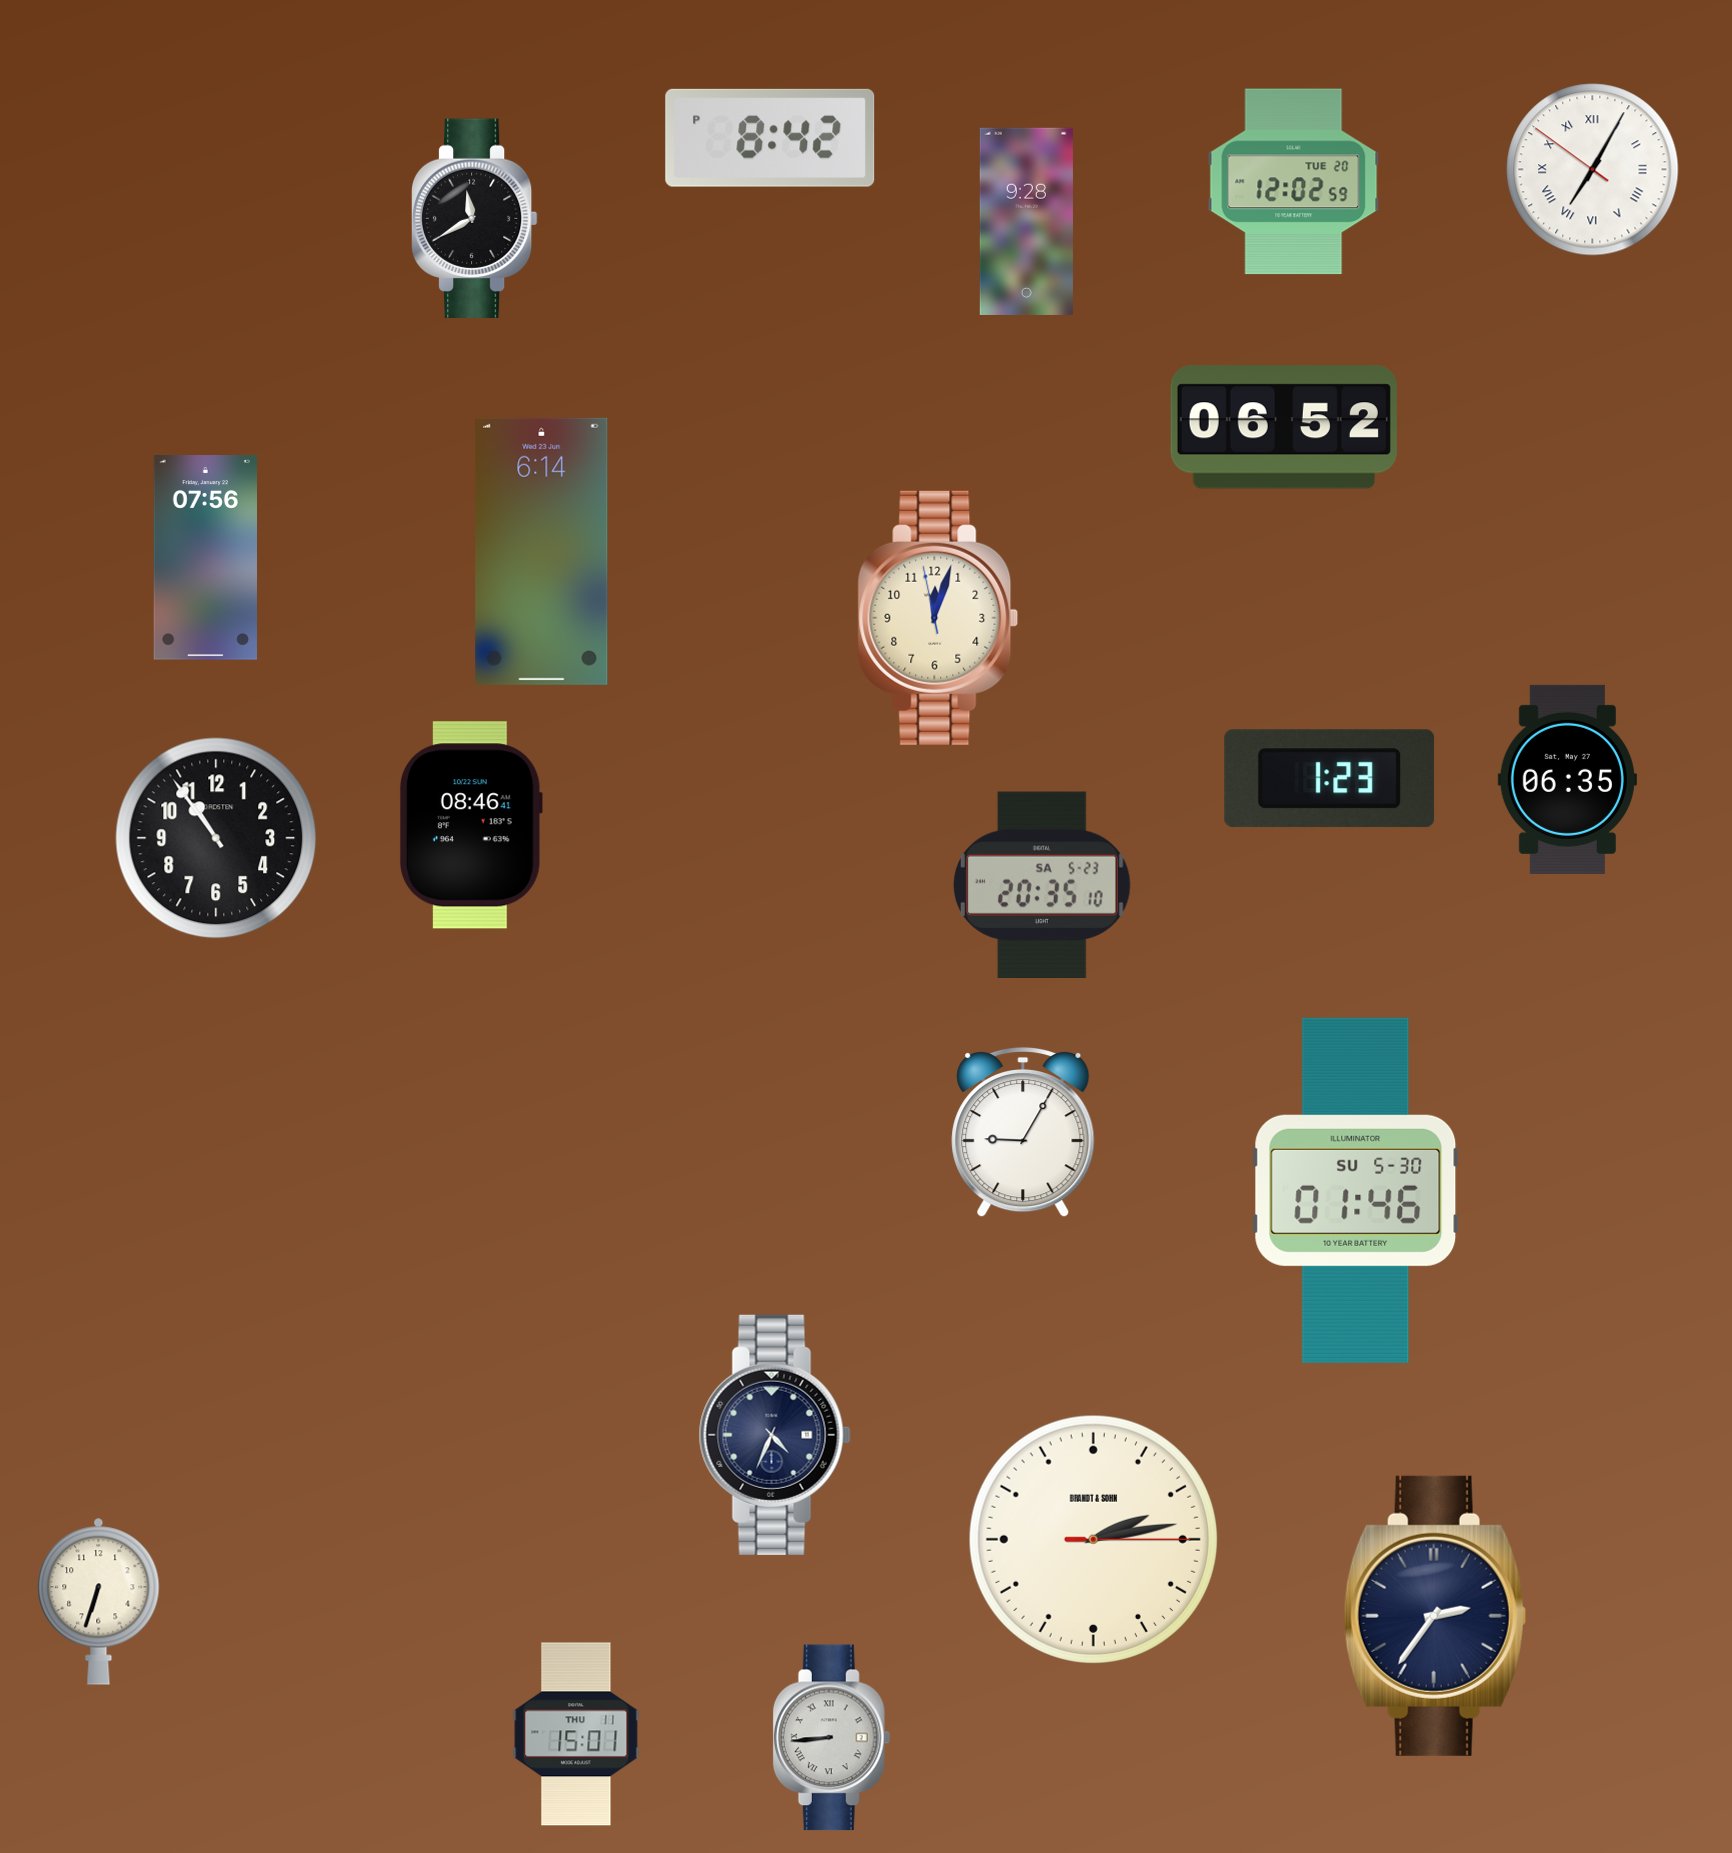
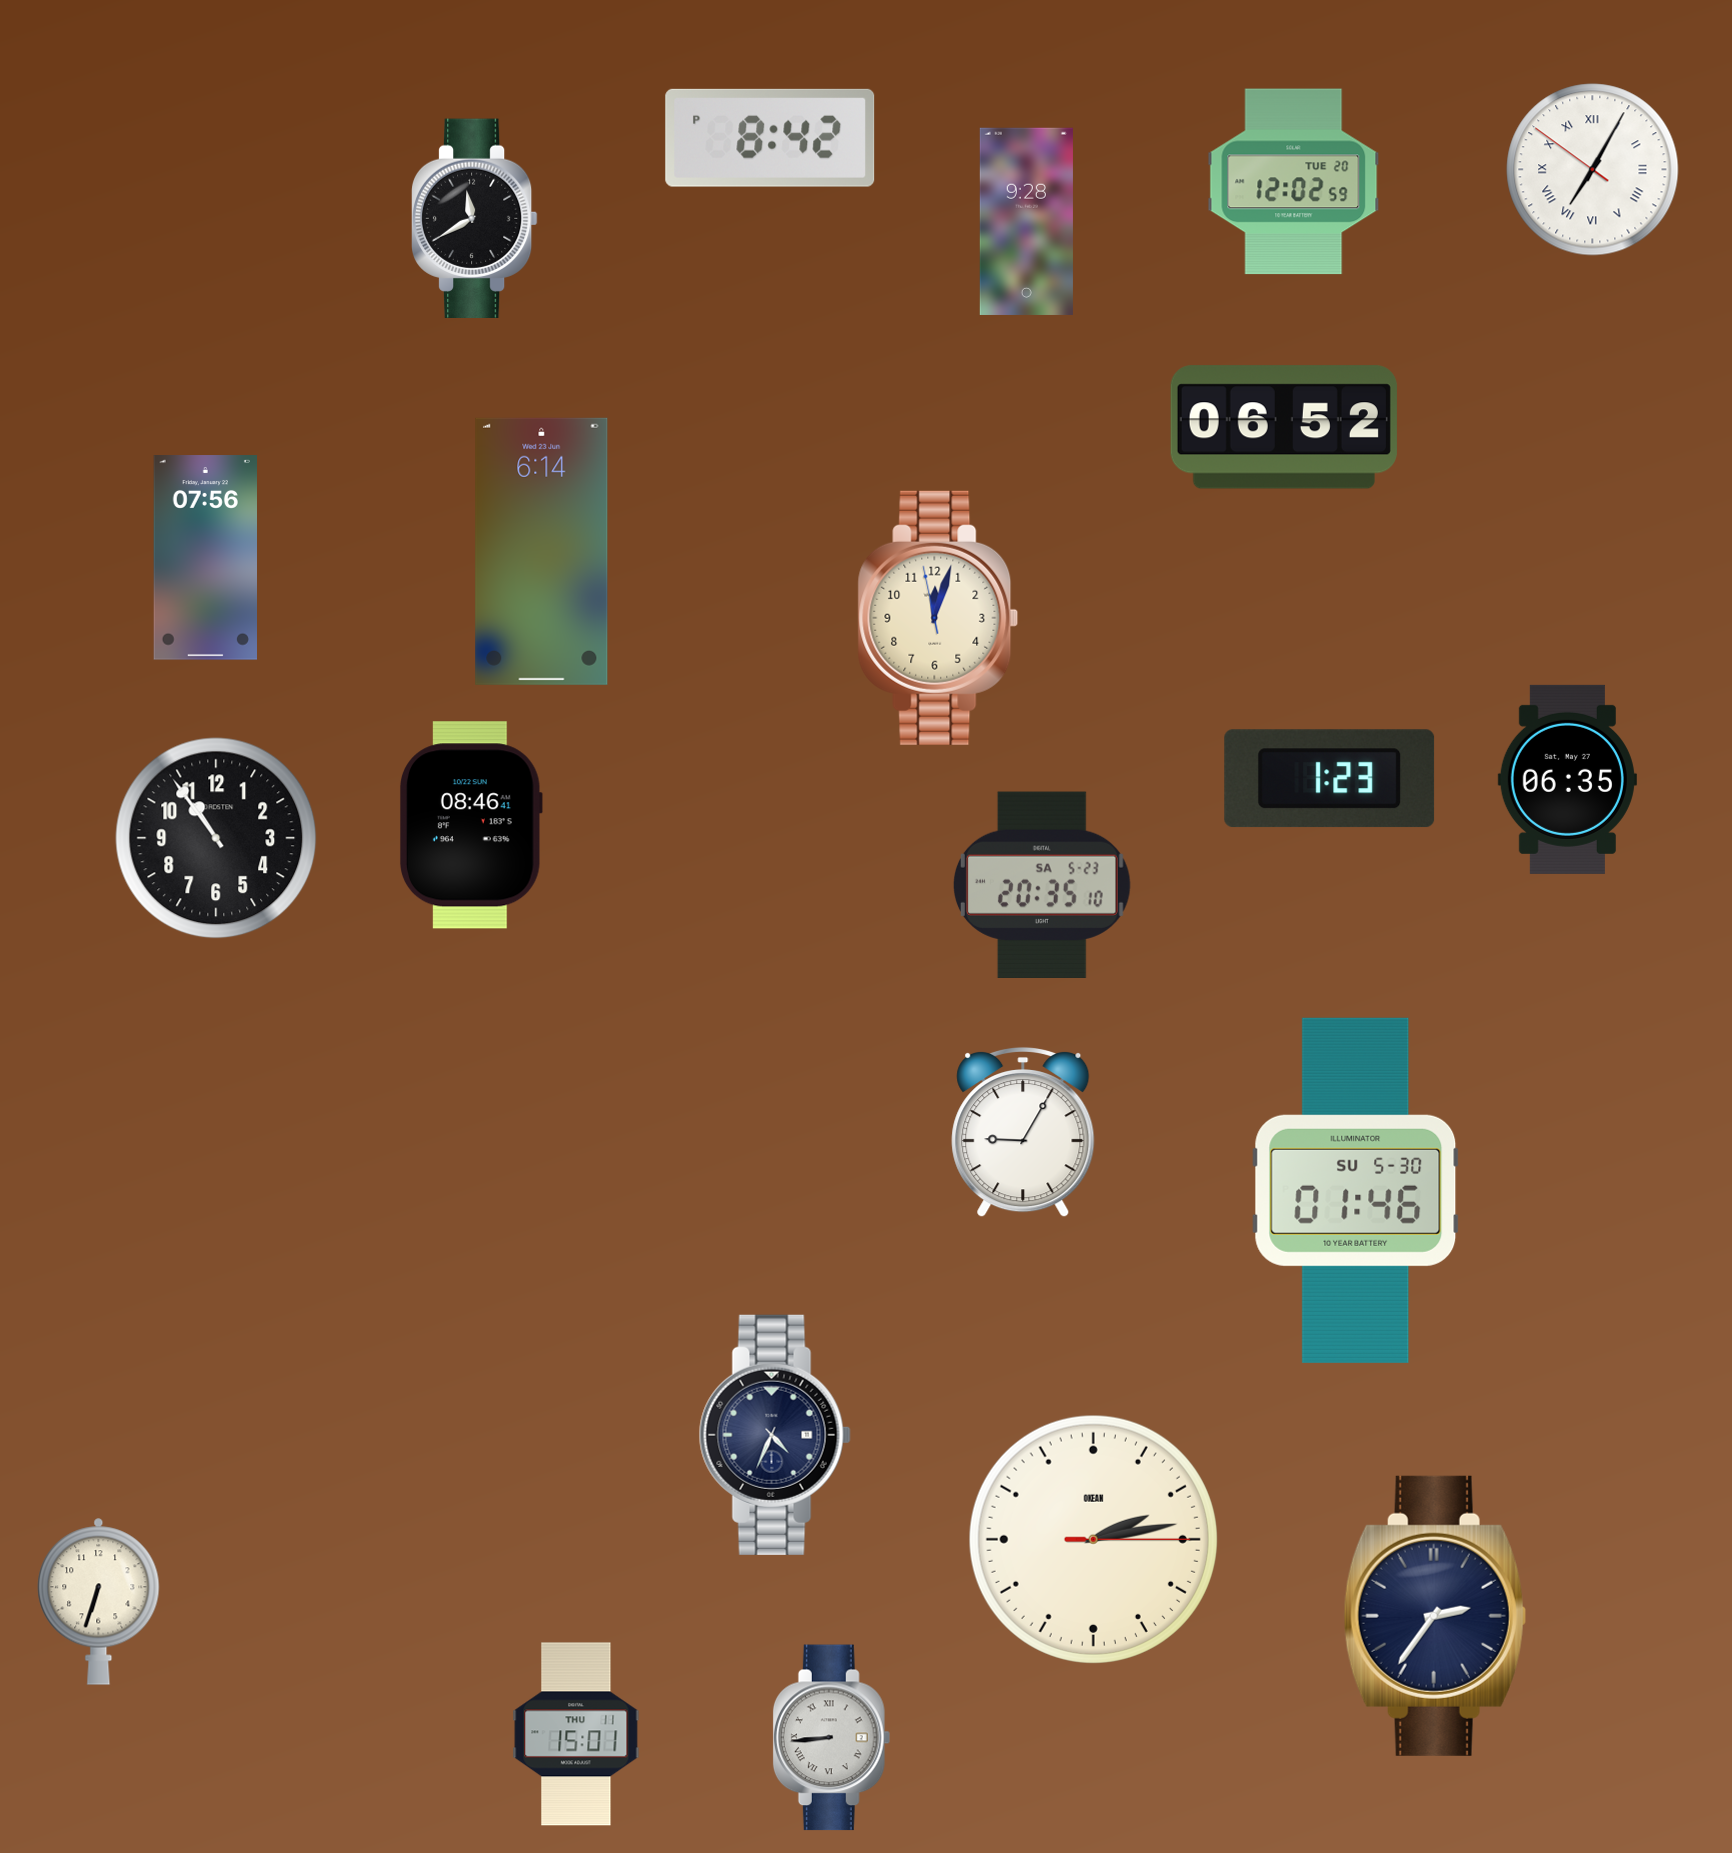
clock at (1093, 1539) brand: BRANDT & SOHN -> OKEAN
